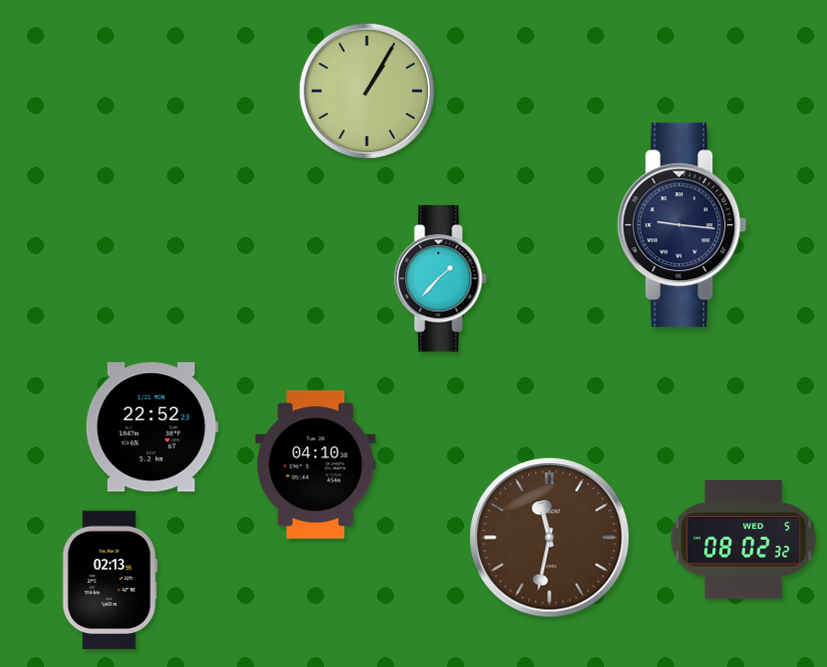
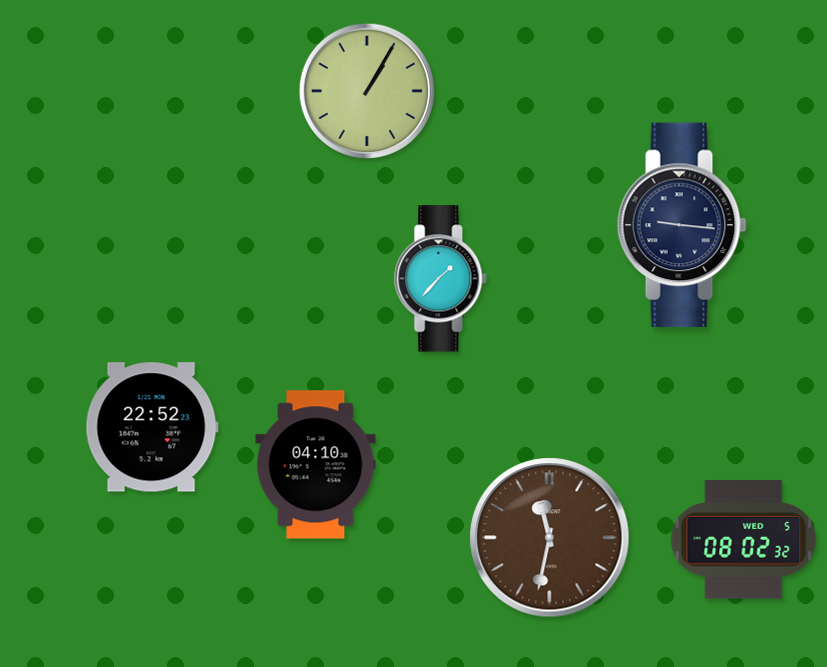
clock at (110, 580): 02:13 -> none
